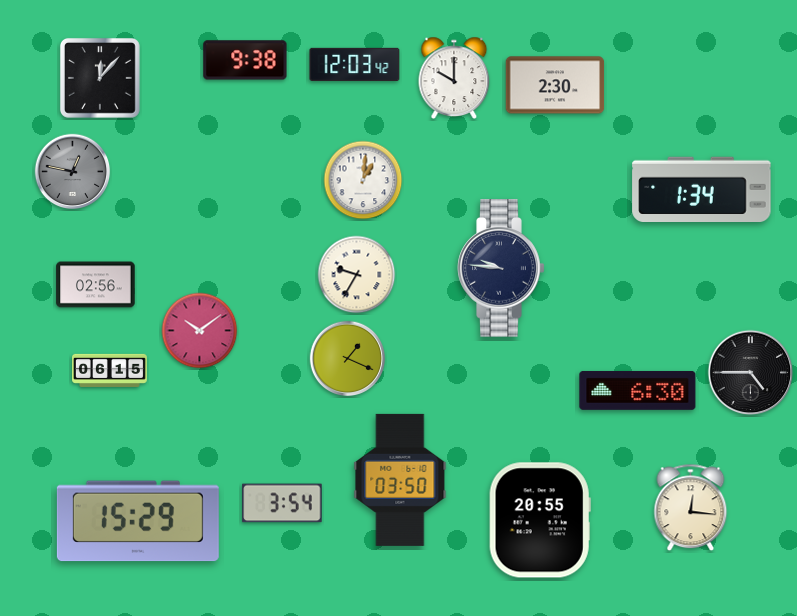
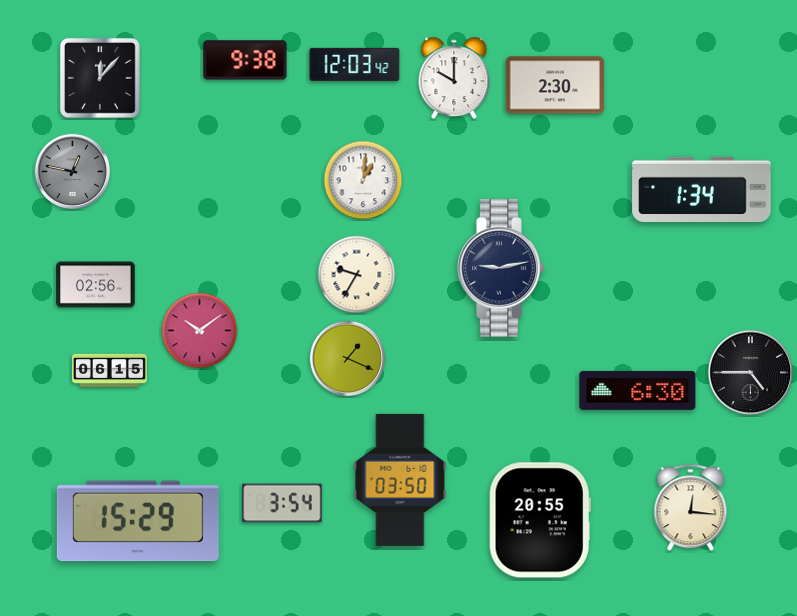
clock at (501, 268): 9:46 -> 9:13
